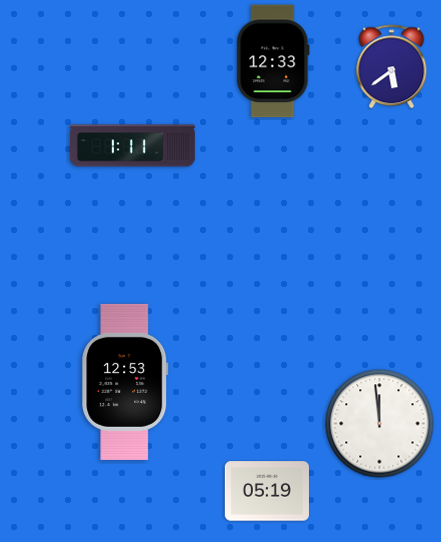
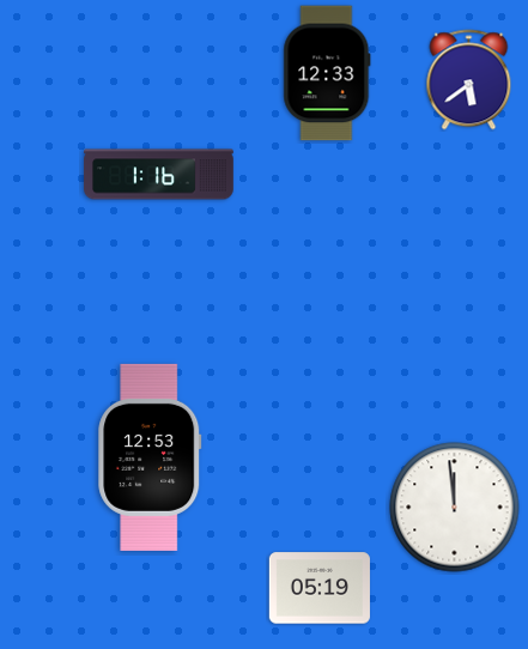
clock at (133, 146): 1:11 -> 1:16
